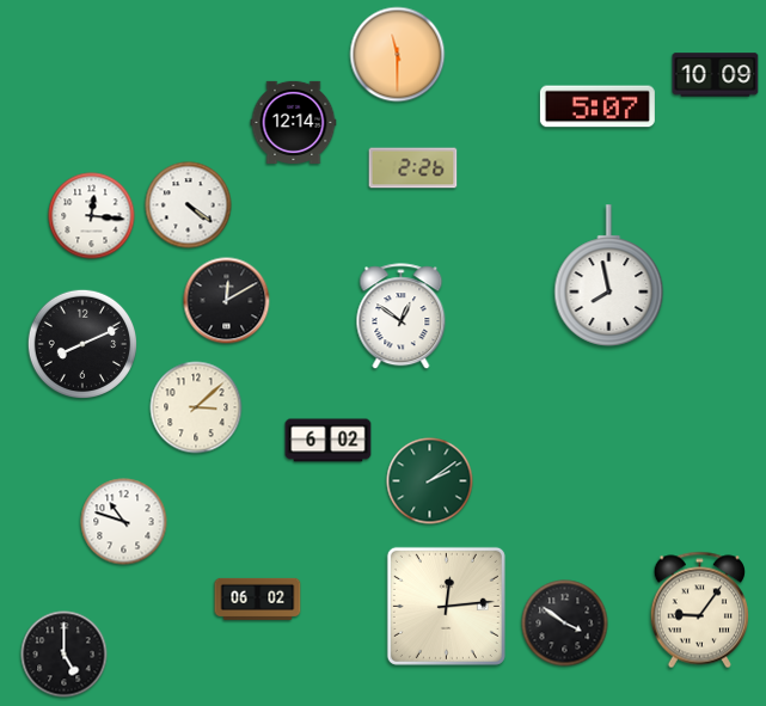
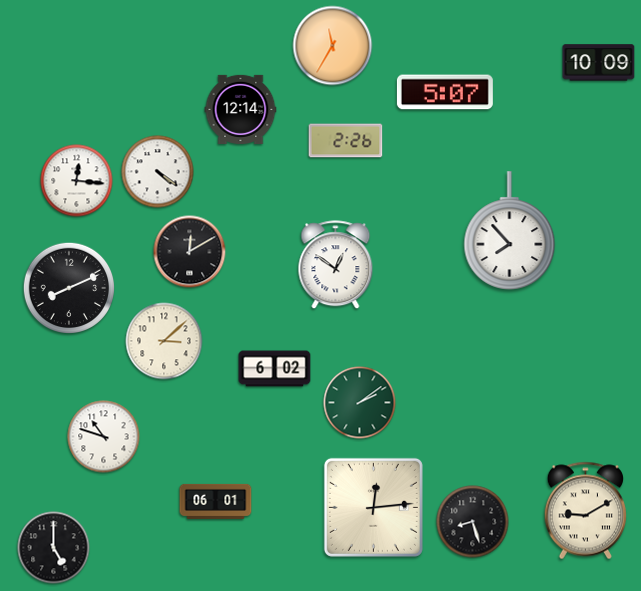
clock at (398, 55): 11:30 -> 11:35
clock at (598, 106) position: (598, 106) -> (445, 92)
clock at (294, 122) position: (294, 122) -> (241, 109)
clock at (609, 276): 7:58 -> 7:53
clock at (258, 598): 06:02 -> 06:01
clock at (699, 610): 9:06 -> 9:10
clock at (565, 624): 3:51 -> 8:27
